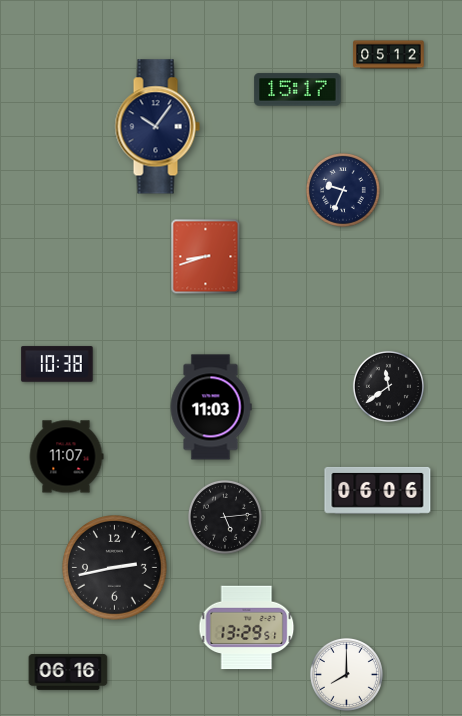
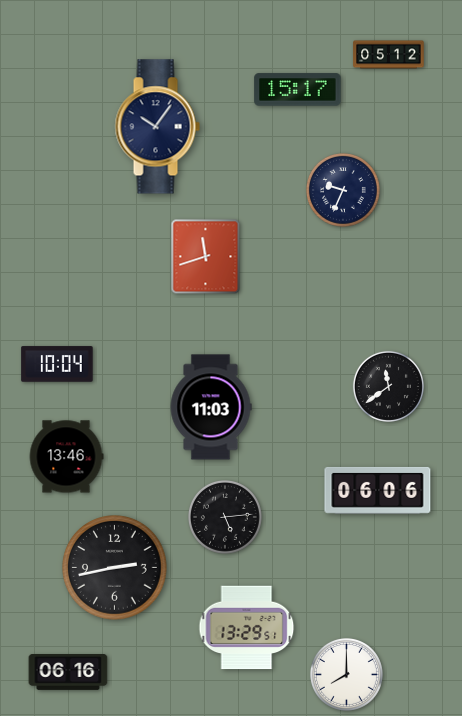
clock at (206, 257): 8:42 -> 11:42
clock at (57, 364): 10:38 -> 10:04
clock at (66, 457): 11:07 -> 13:46
